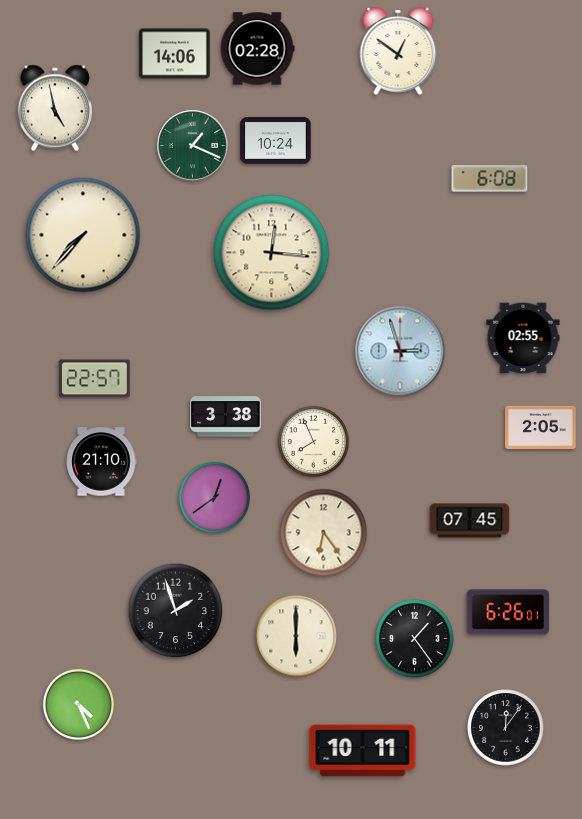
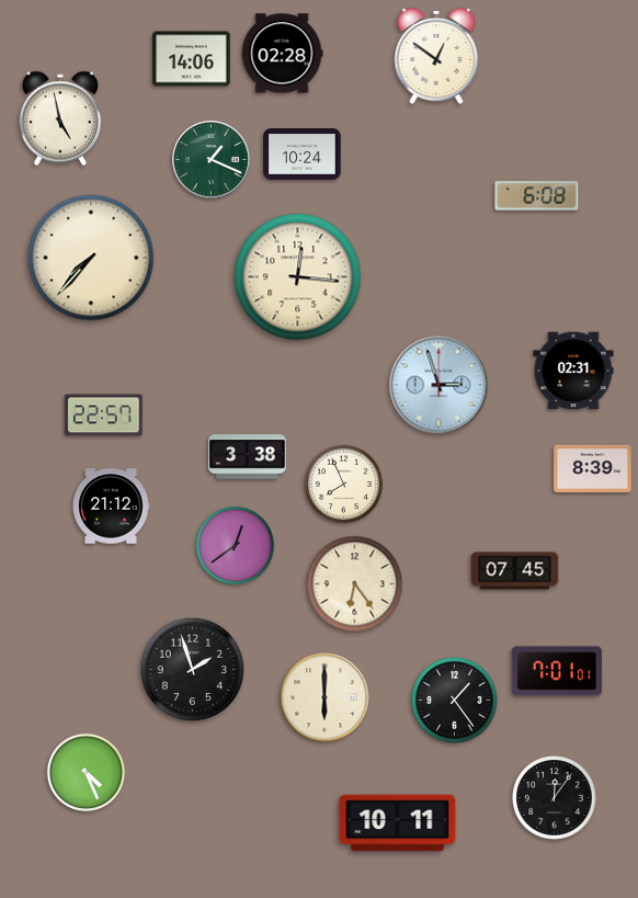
clock at (523, 338): 02:55 -> 02:31
clock at (541, 427): 2:05 -> 8:39
clock at (101, 462): 21:10 -> 21:12
clock at (508, 612): 6:26 -> 7:01
